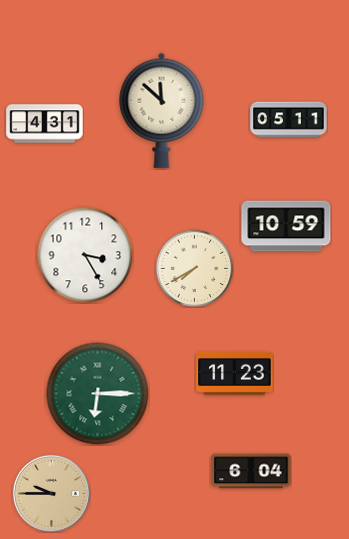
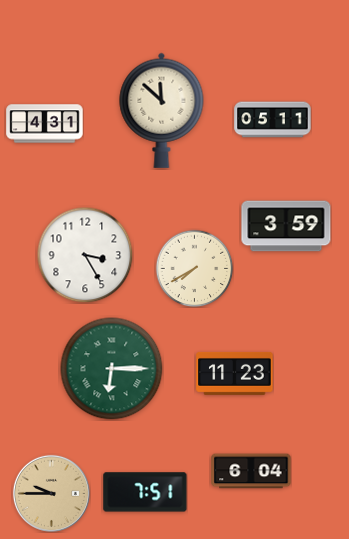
clock at (289, 120) position: (289, 120) -> (273, 120)
clock at (286, 226): 10:59 -> 3:59
clock at (98, 394) position: (98, 394) -> (112, 369)
clock at (145, 492): none -> 7:51
